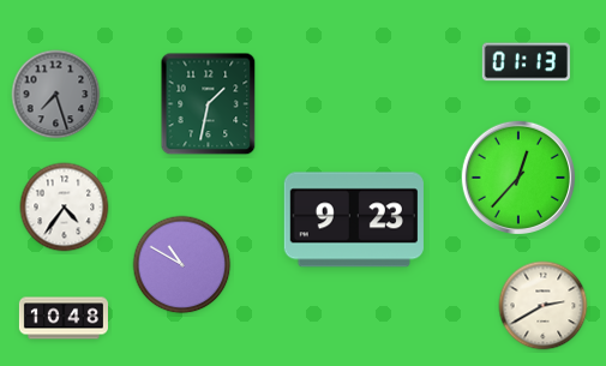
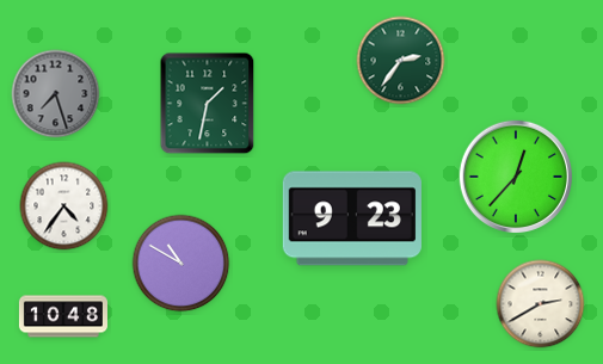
clock at (401, 61): none -> 2:36
clock at (526, 62): 01:13 -> none
